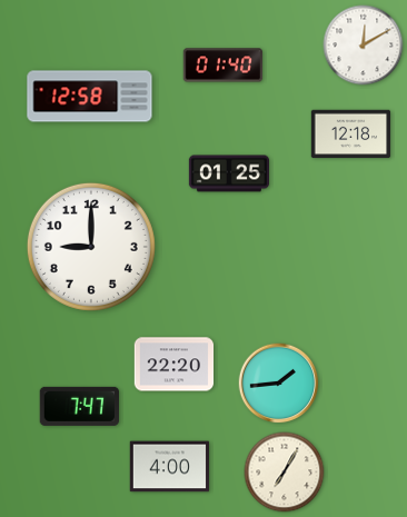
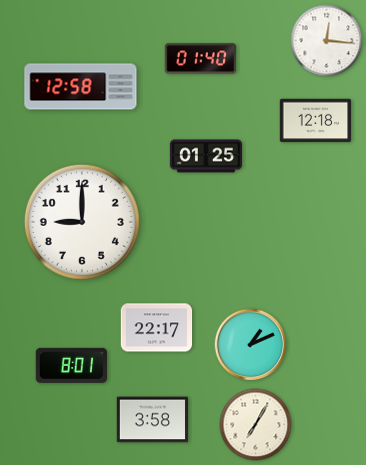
clock at (364, 46): 12:10 -> 12:16
clock at (175, 365): 22:20 -> 22:17
clock at (279, 384): 1:44 -> 1:11
clock at (79, 406): 7:47 -> 8:01
clock at (170, 467): 4:00 -> 3:58
